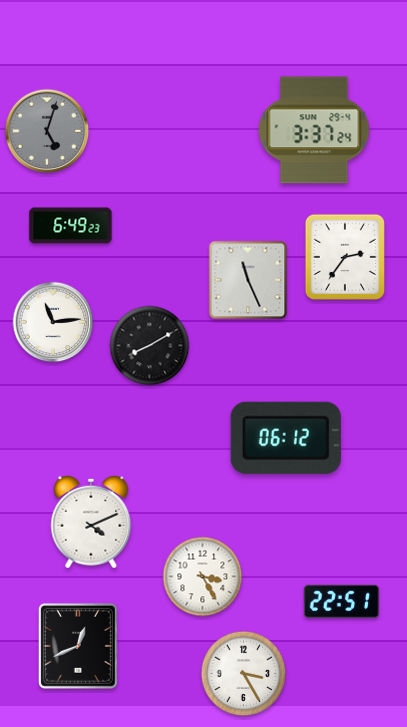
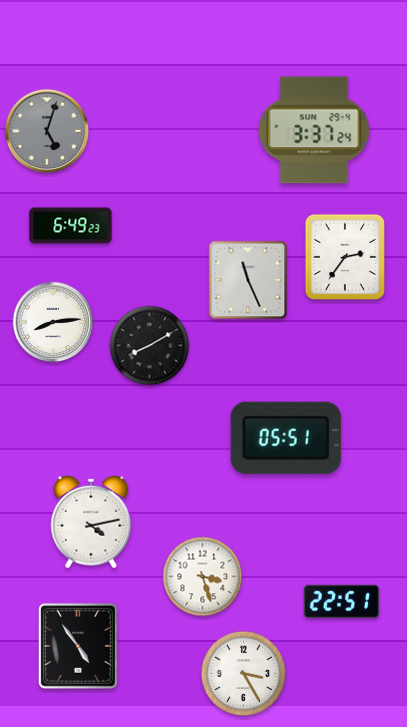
clock at (53, 322): 11:14 -> 8:14
clock at (286, 438): 06:12 -> 05:51
clock at (91, 522): 4:11 -> 4:13
clock at (203, 577): 3:25 -> 3:27
clock at (78, 646): 12:41 -> 4:54
